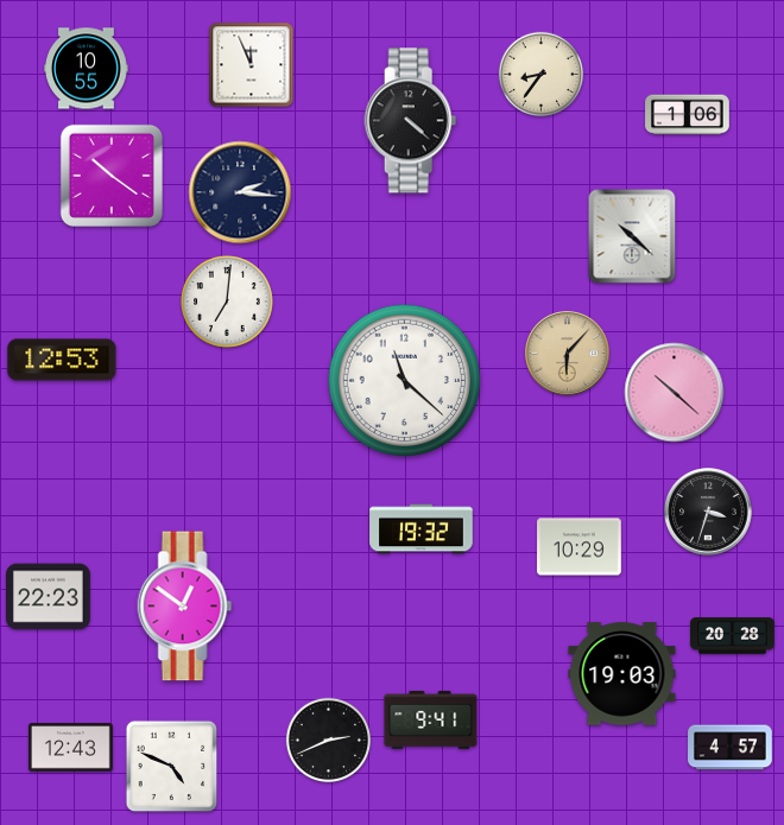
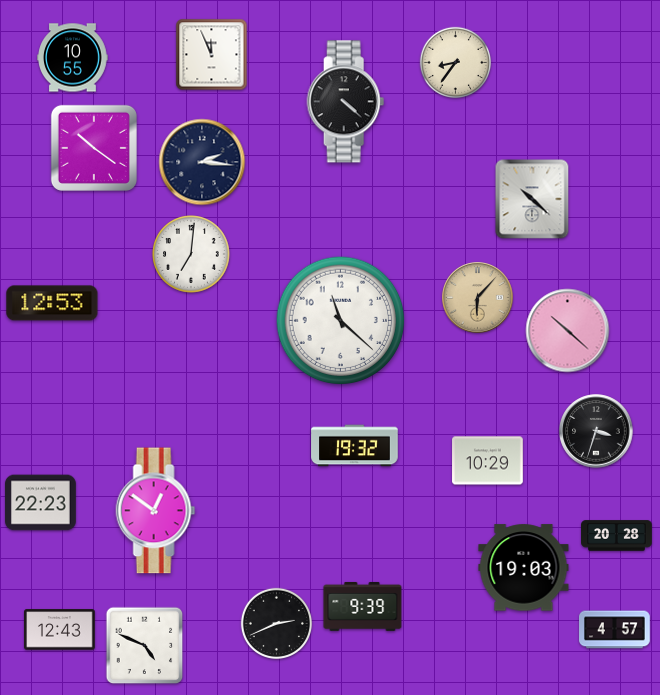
clock at (688, 115): 1:06 -> none
clock at (431, 719): 9:41 -> 9:39
